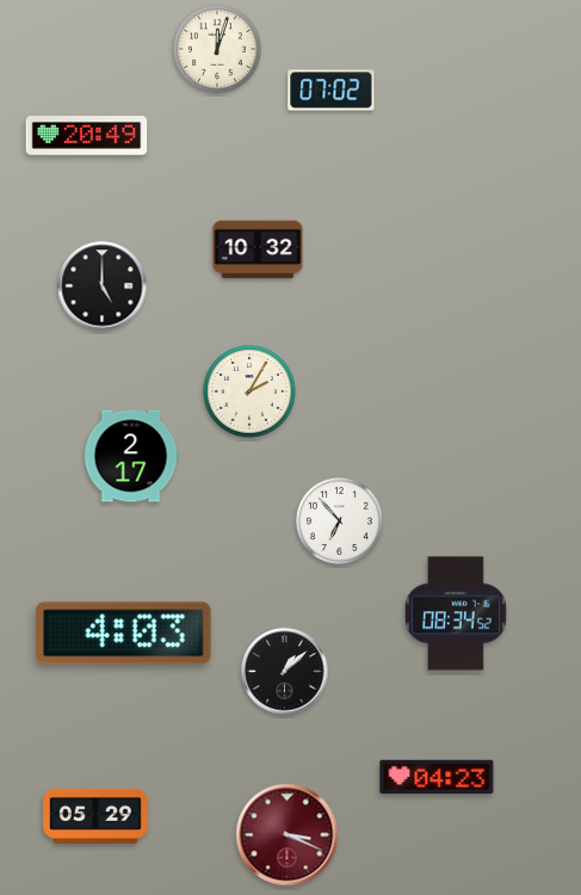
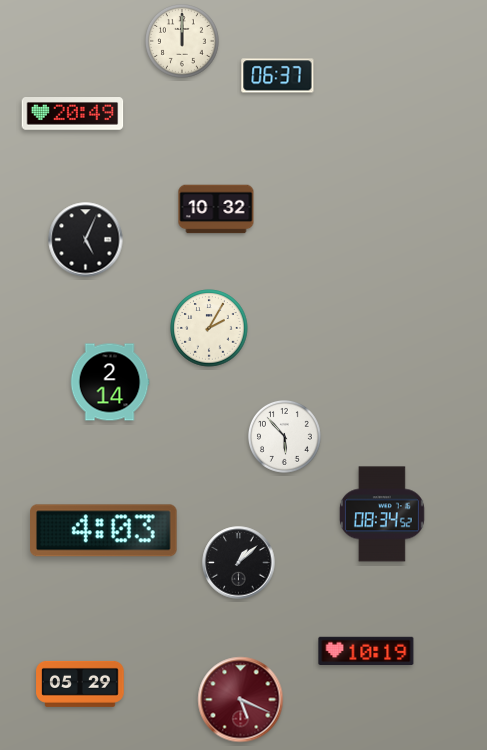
clock at (218, 50): 12:03 -> 12:00
clock at (332, 91): 07:02 -> 06:37
clock at (103, 286): 5:00 -> 5:04
clock at (131, 456): 2:17 -> 2:14
clock at (339, 520): 6:53 -> 5:53
clock at (437, 776): 04:23 -> 10:19
clock at (288, 835): 3:19 -> 5:19
